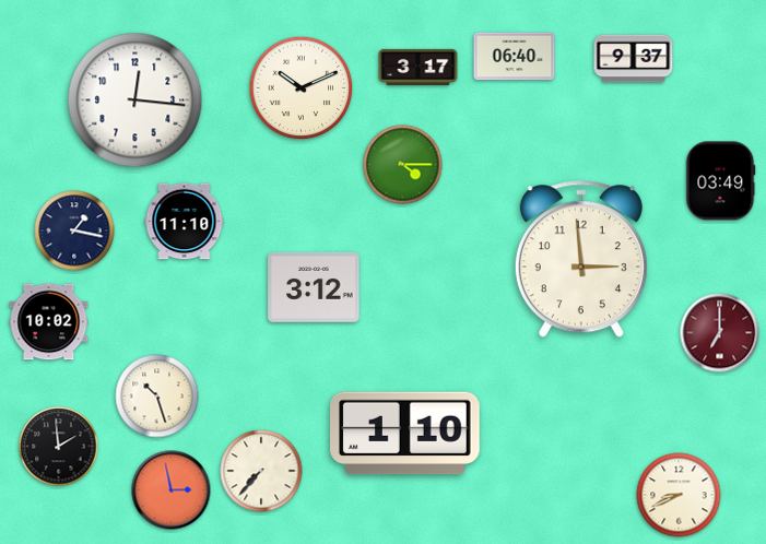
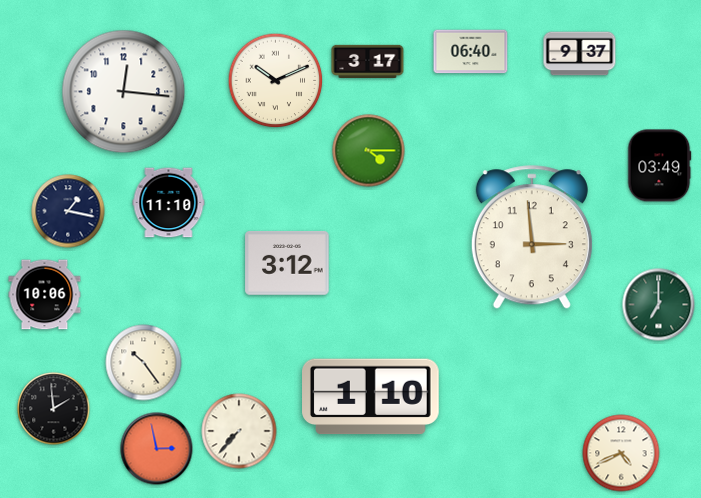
clock at (419, 67) position: (419, 67) -> (368, 61)
clock at (49, 322): 10:02 -> 10:06
clock at (720, 333) dial: burgundy -> green
clock at (157, 397): 10:27 -> 10:24
clock at (679, 495): 8:41 -> 4:41
